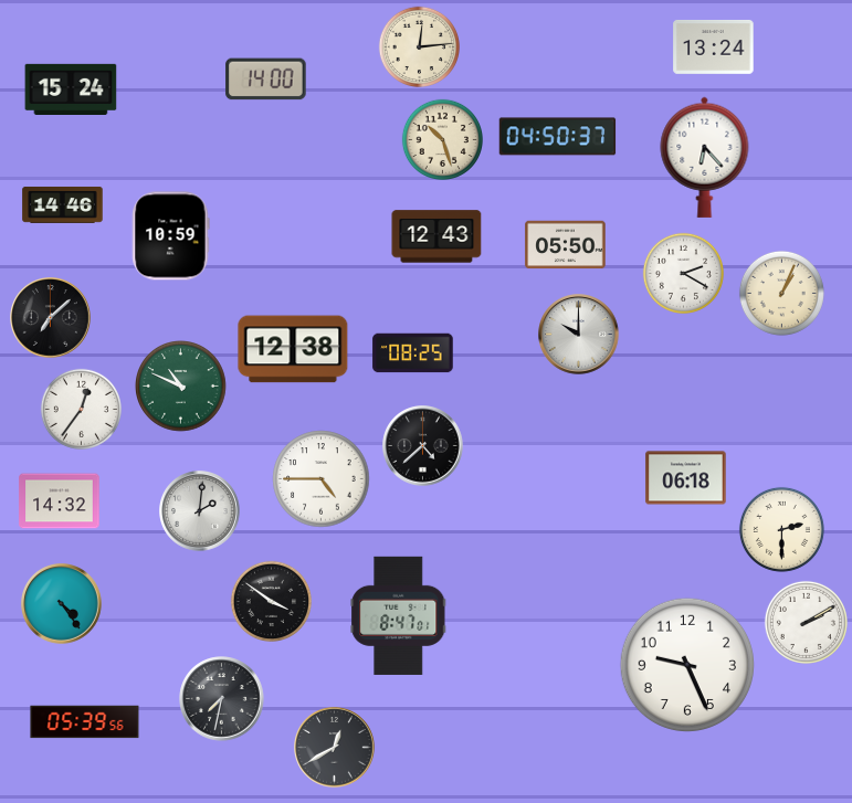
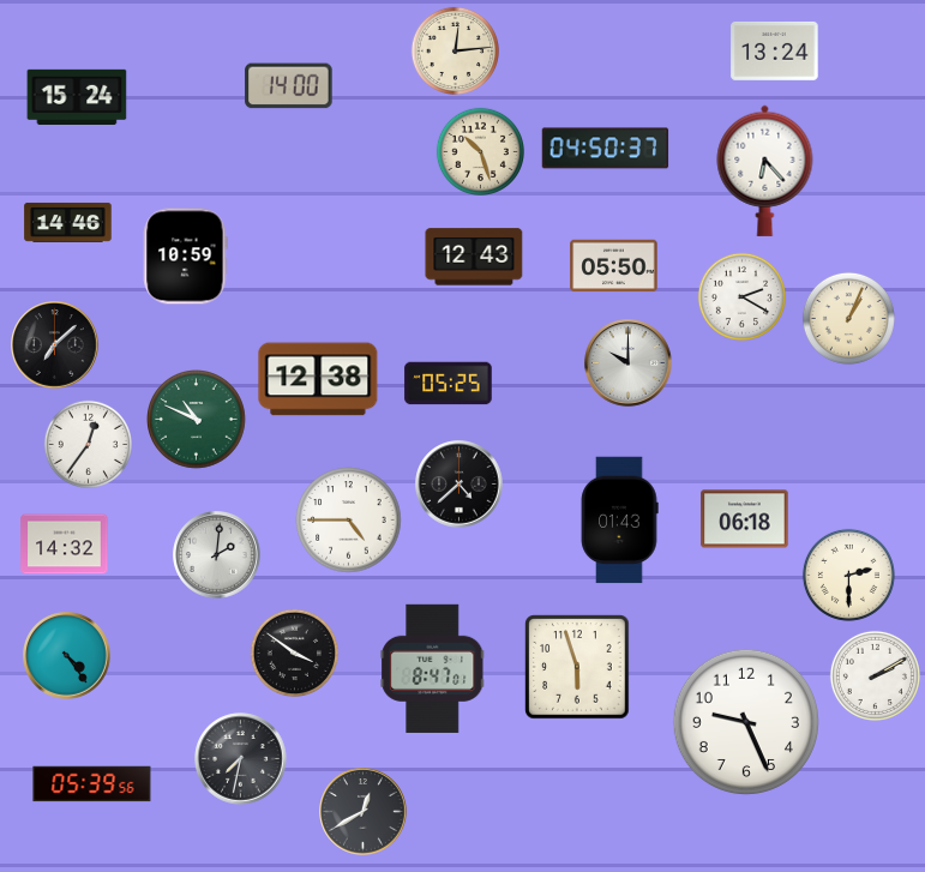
clock at (413, 353): 08:25 -> 05:25
clock at (619, 521): none -> 01:43
clock at (577, 667): none -> 5:57
